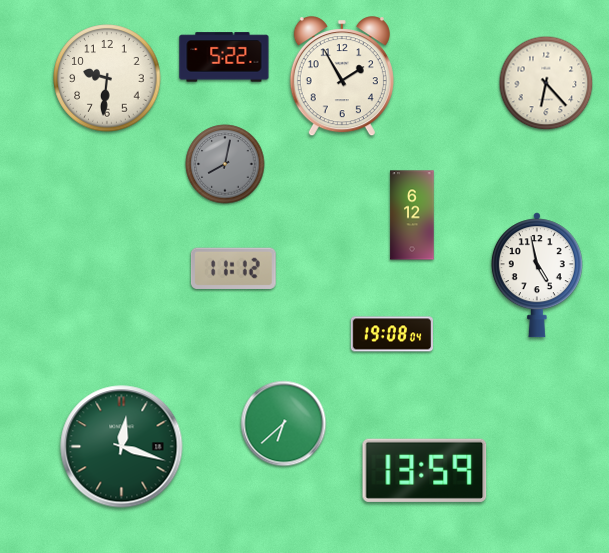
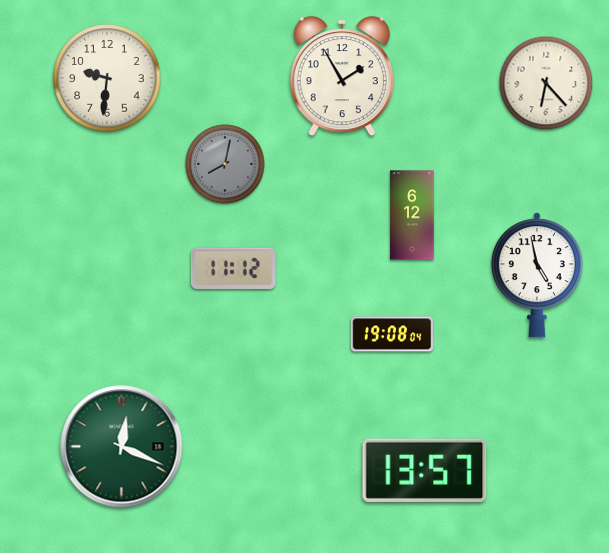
clock at (224, 57): 5:22 -> none
clock at (284, 424): 6:38 -> none
clock at (122, 447): 12:18 -> 12:19
clock at (425, 470): 13:59 -> 13:57
